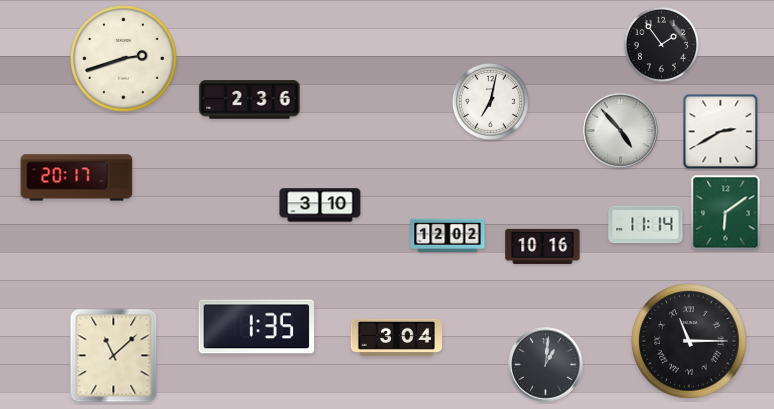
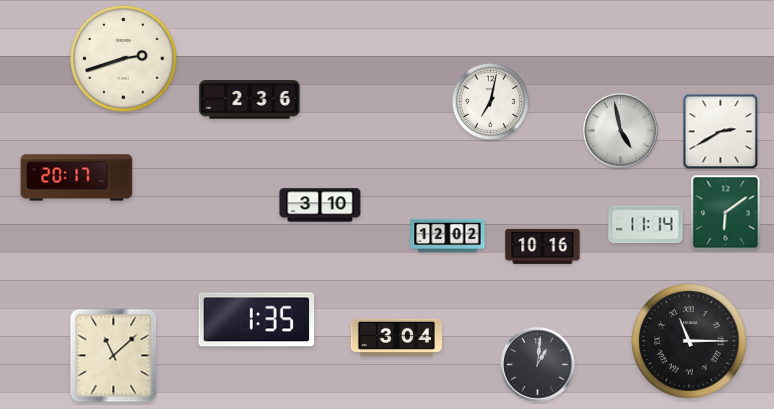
clock at (661, 44): 1:54 -> none
clock at (621, 131): 4:53 -> 4:58
clock at (257, 327) position: (257, 327) -> (257, 320)
clock at (546, 365) position: (546, 365) -> (538, 365)
